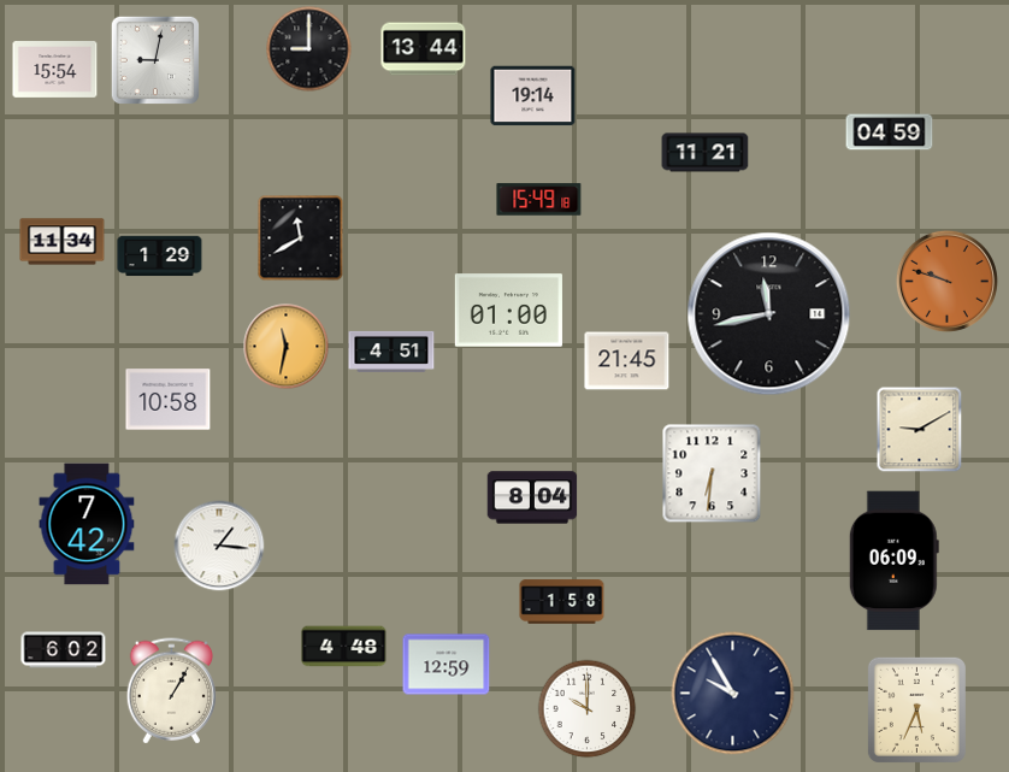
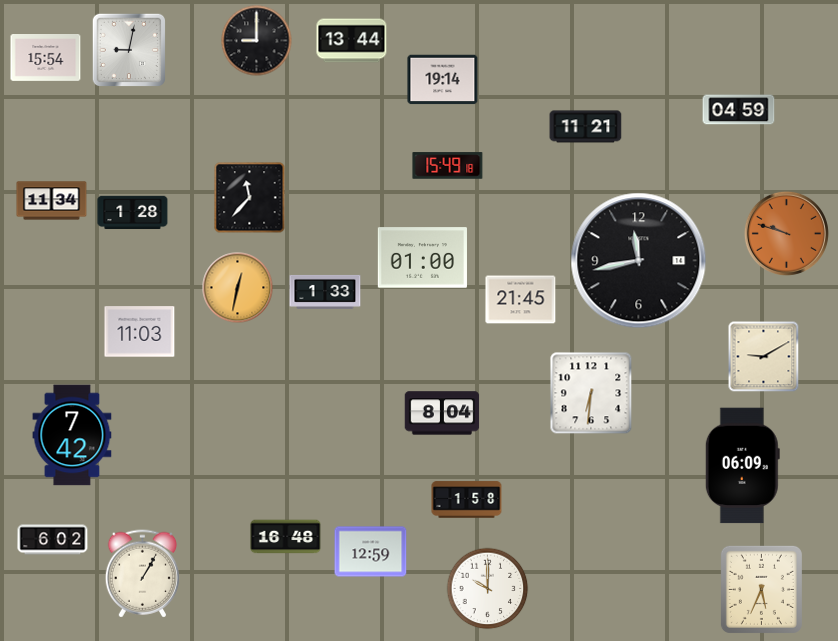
clock at (301, 238): 11:40 -> 11:37
clock at (160, 257): 1:29 -> 1:28
clock at (287, 347): 11:32 -> 12:32
clock at (391, 352): 4:51 -> 1:33
clock at (169, 400): 10:58 -> 11:03
clock at (219, 546): 1:16 -> none
clock at (344, 647): 4:48 -> 16:48
clock at (733, 694): 9:55 -> none
